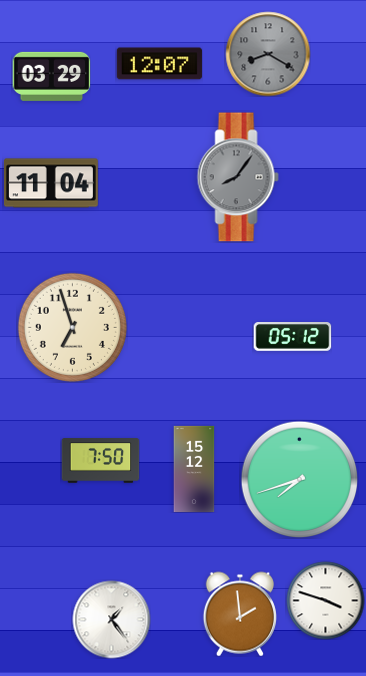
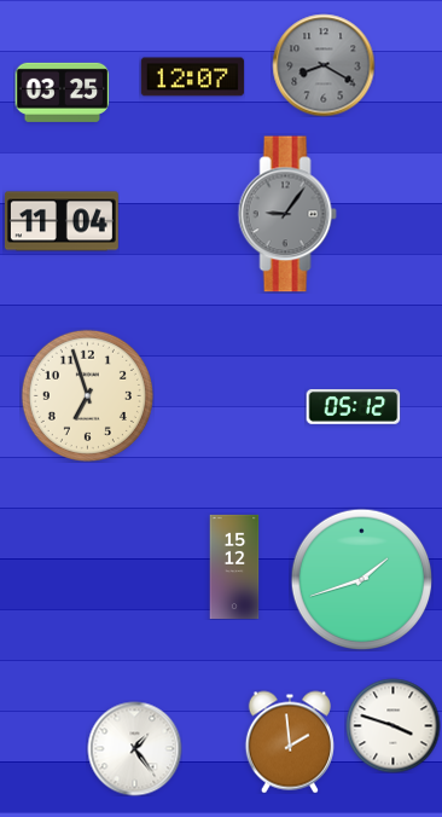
clock at (51, 76): 03:29 -> 03:25
clock at (238, 177): 8:06 -> 9:06
clock at (100, 461): 7:50 -> none
clock at (299, 479): 7:42 -> 1:42
